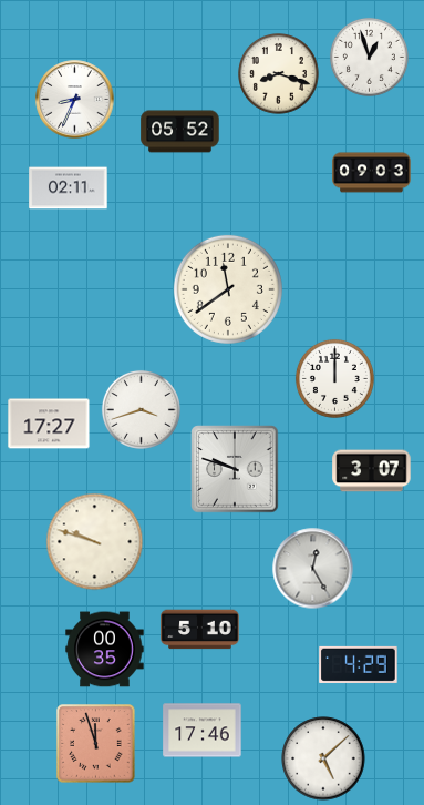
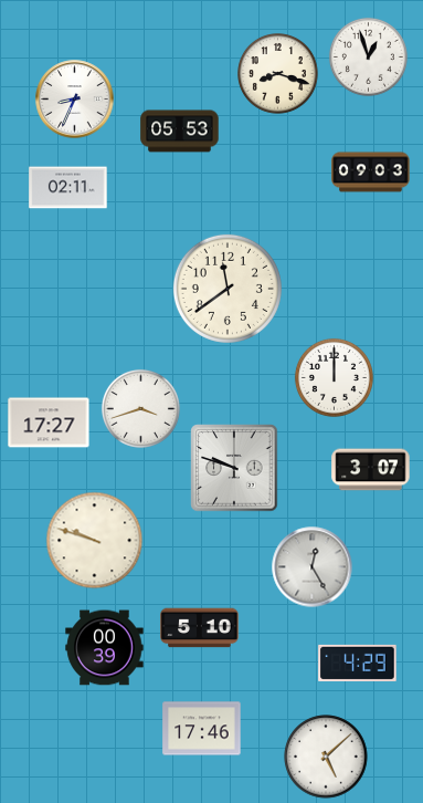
clock at (180, 132): 05:52 -> 05:53
clock at (105, 650): 00:35 -> 00:39
clock at (96, 744): 11:57 -> none
clock at (323, 758) position: (323, 758) -> (326, 757)
